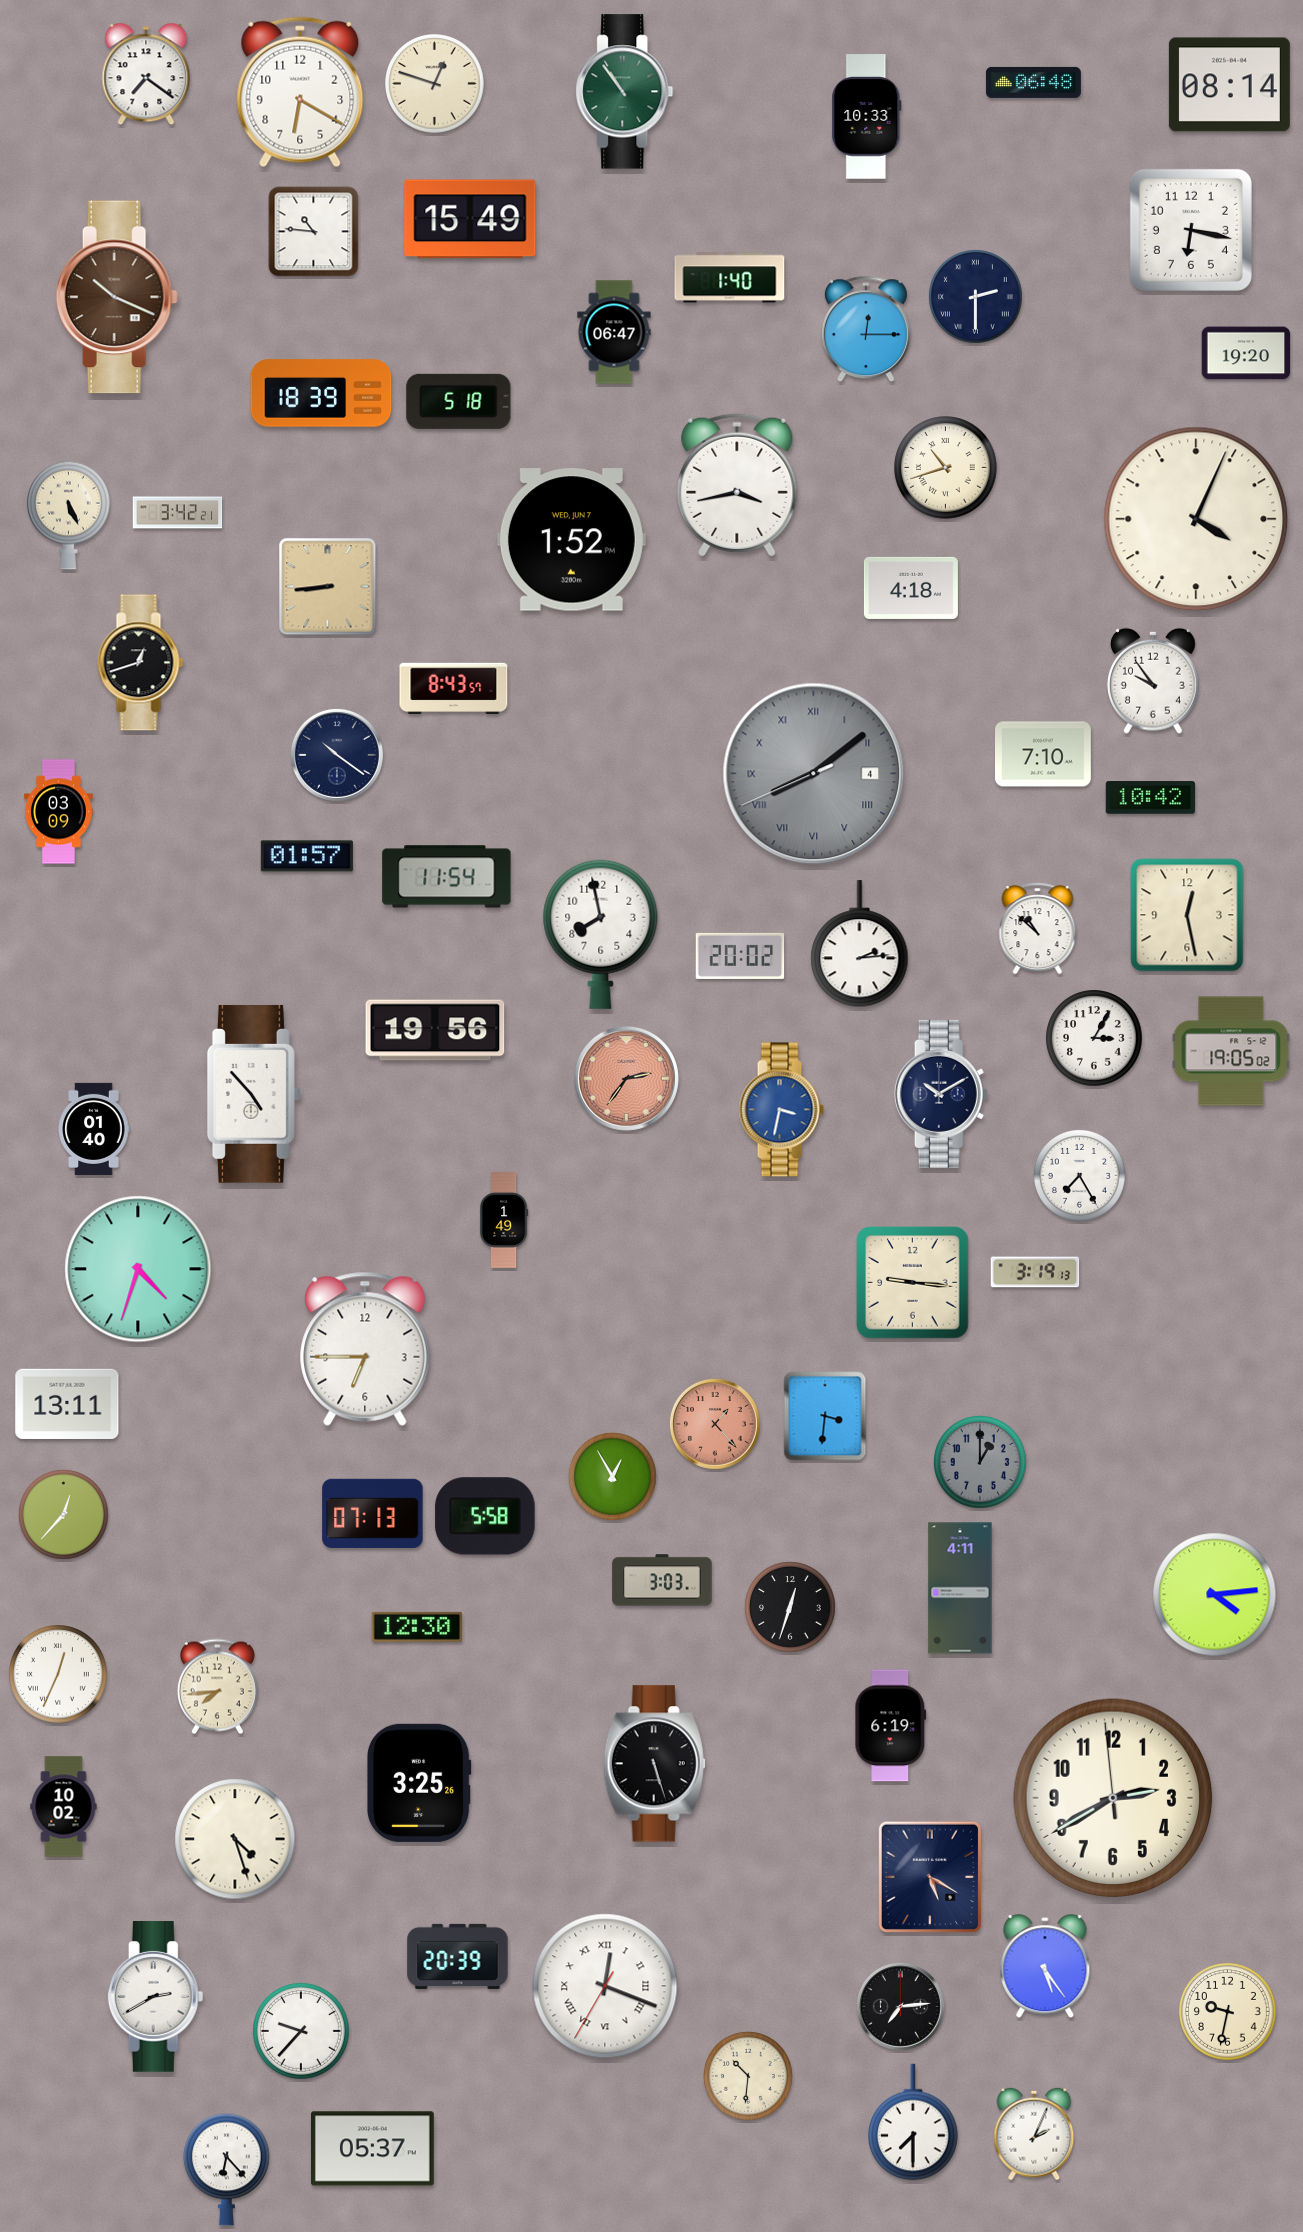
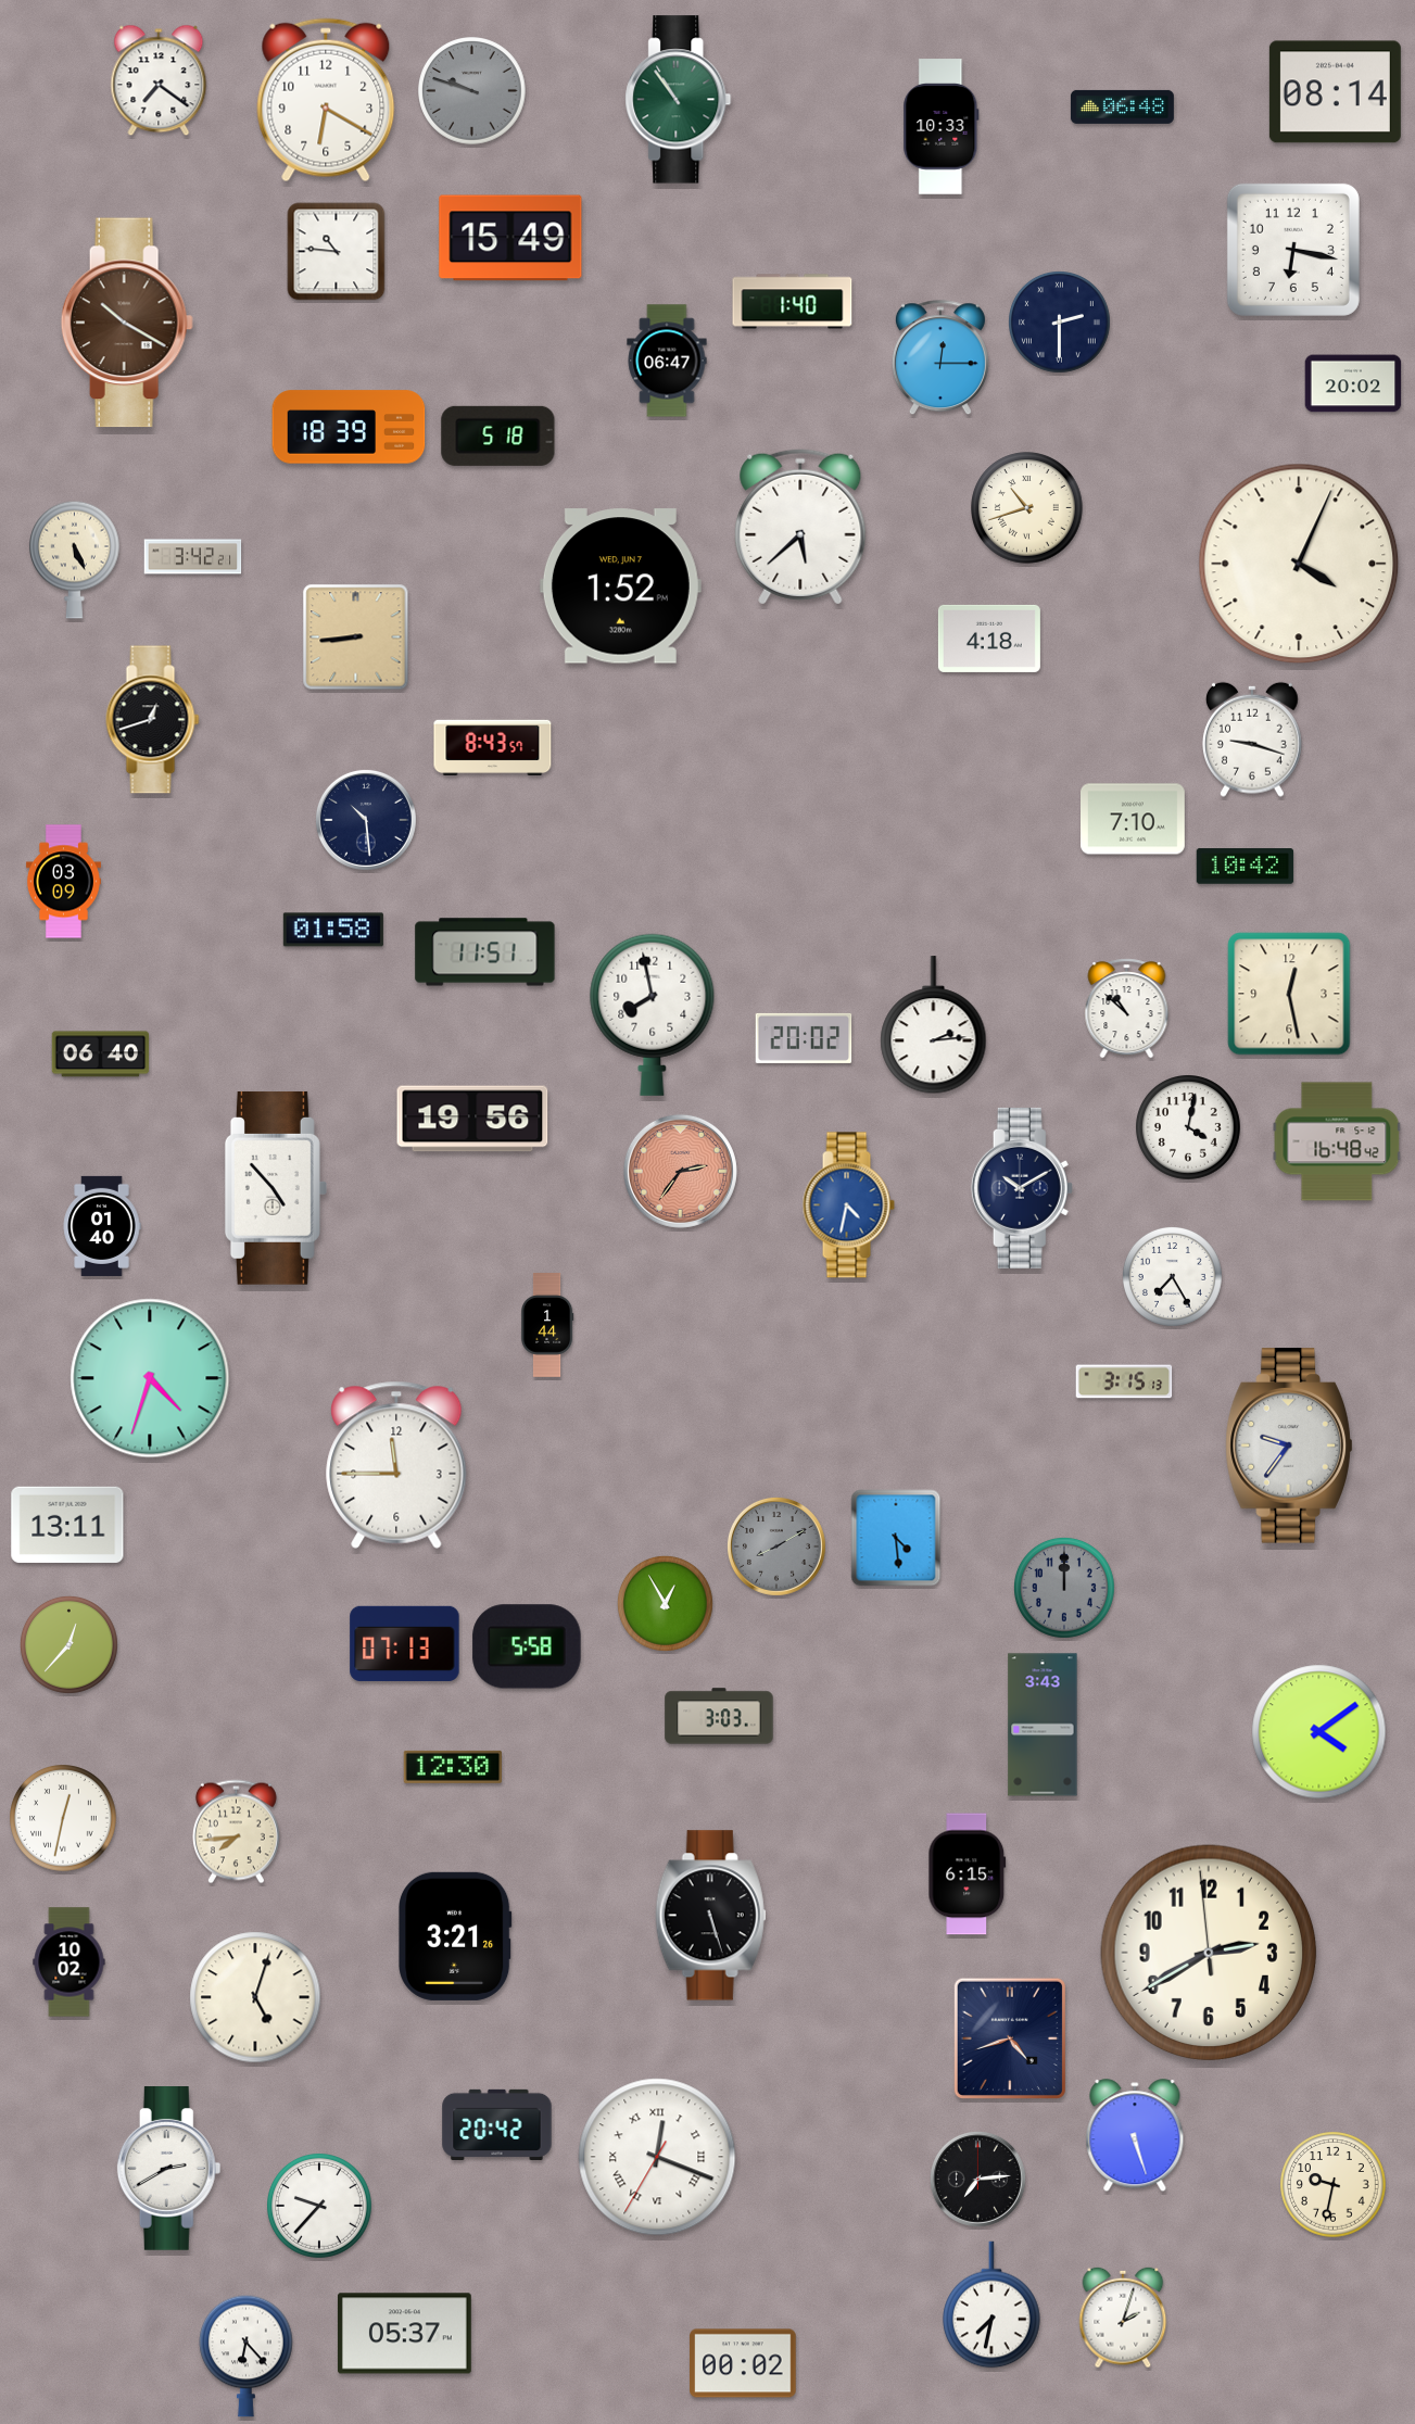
clock at (1033, 82) position: (1033, 82) -> (1122, 106)
clock at (435, 84): 12:48 -> 9:48
clock at (435, 84) dial: cream -> grey
clock at (314, 232) position: (314, 232) -> (337, 252)
clock at (117, 297): 10:19 -> 10:20
clock at (1246, 353): 19:20 -> 20:02
clock at (737, 485): 3:43 -> 5:38
clock at (1153, 681): 9:54 -> 9:18
clock at (337, 755): 10:21 -> 10:29
clock at (814, 774): 8:08 -> none
clock at (1151, 798) position: (1151, 798) -> (1246, 867)
clock at (307, 856): 01:57 -> 01:58
clock at (447, 877): 11:54 -> 11:51
clock at (101, 1055): none -> 06:40
clock at (1095, 1039): 3:05 -> 4:02
clock at (1231, 1051): 19:05 -> 16:48
clock at (781, 1110): 3:32 -> 4:32
clock at (504, 1221): 1:49 -> 1:44
clock at (1035, 1272): 3:19 -> 3:15
clock at (913, 1283): 9:16 -> none
clock at (1289, 1445): none -> 9:36
clock at (365, 1349): 6:45 -> 11:45
clock at (67, 1404) position: (67, 1404) -> (67, 1525)
clock at (825, 1416): 3:31 -> 4:29
clock at (715, 1424): 1:23 -> 8:10
clock at (715, 1424) dial: salmon -> grey
clock at (981, 1463): 1:00 -> 12:00
clock at (960, 1588): 4:11 -> 3:43
clock at (1215, 1595): 4:14 -> 4:09
clock at (790, 1607): 12:33 -> none
clock at (59, 1675): 12:34 -> 12:32
clock at (891, 1726): 6:19 -> 6:15
clock at (420, 1783): 3:25 -> 3:21
clock at (235, 1839): 4:27 -> 5:03
clock at (930, 1877): 5:20 -> 4:42
clock at (458, 1956): 20:39 -> 20:42
clock at (1045, 1967): 5:24 -> 5:27
clock at (302, 2032) position: (302, 2032) -> (320, 2207)
clock at (748, 2076): 10:31 -> none
clock at (913, 2122): 7:30 -> 7:32
clock at (1034, 2134): 2:04 -> 2:03
clock at (743, 2363): none -> 00:02
